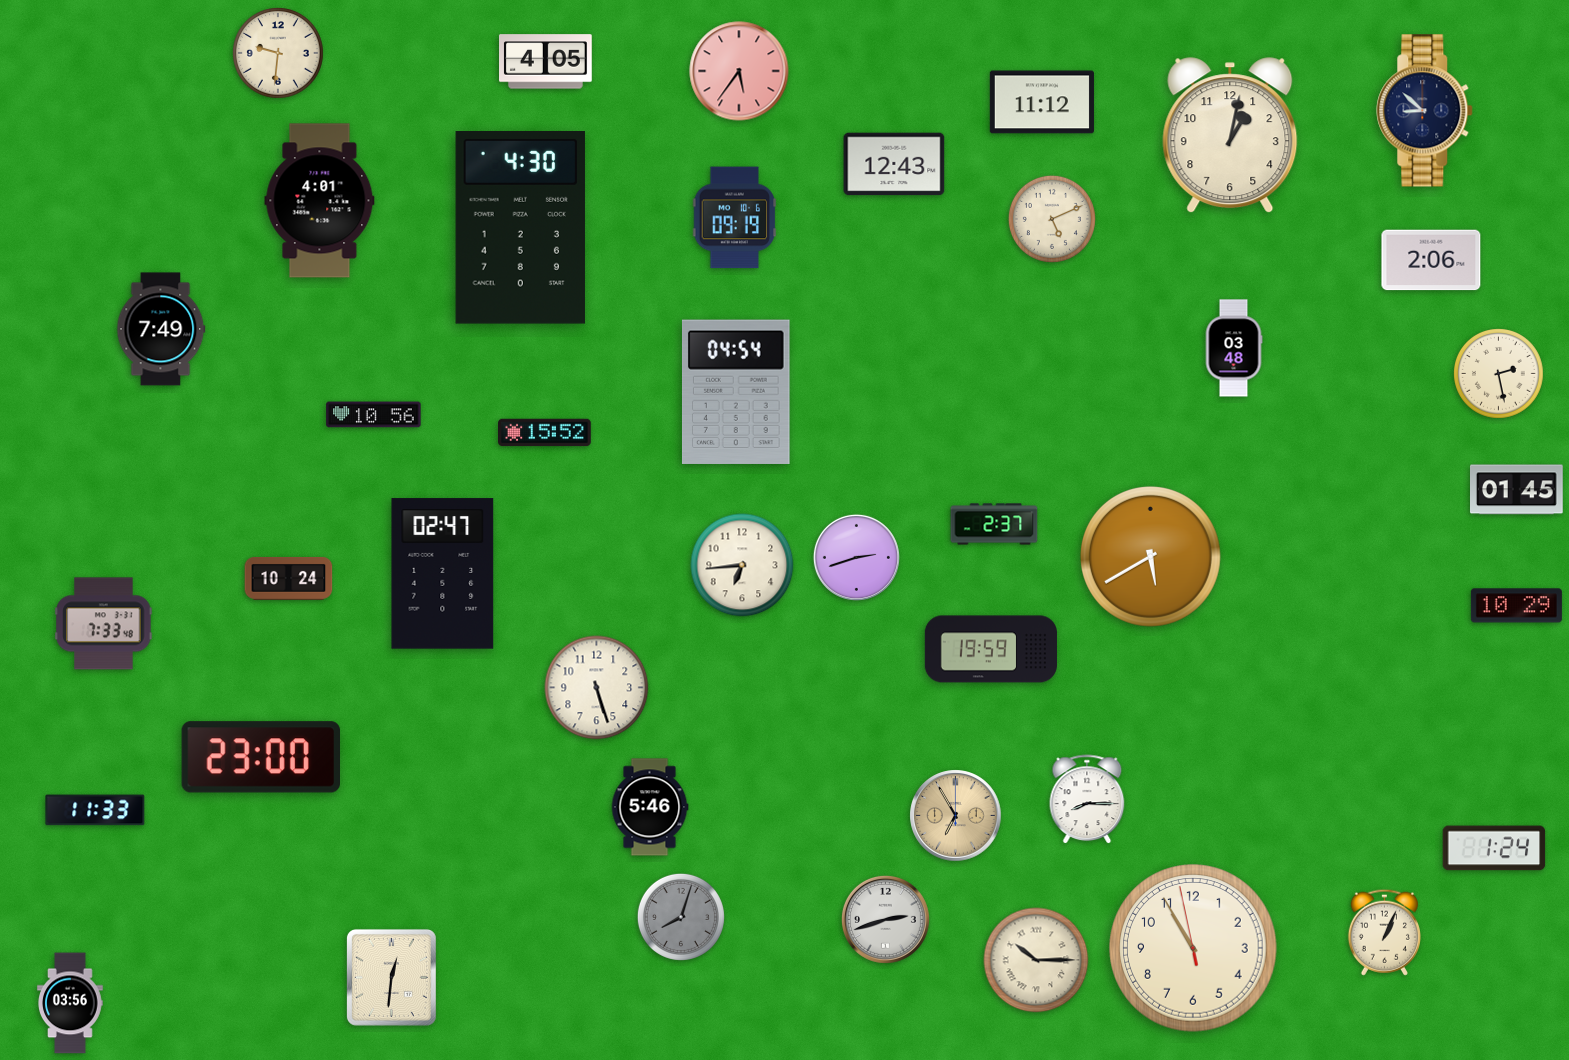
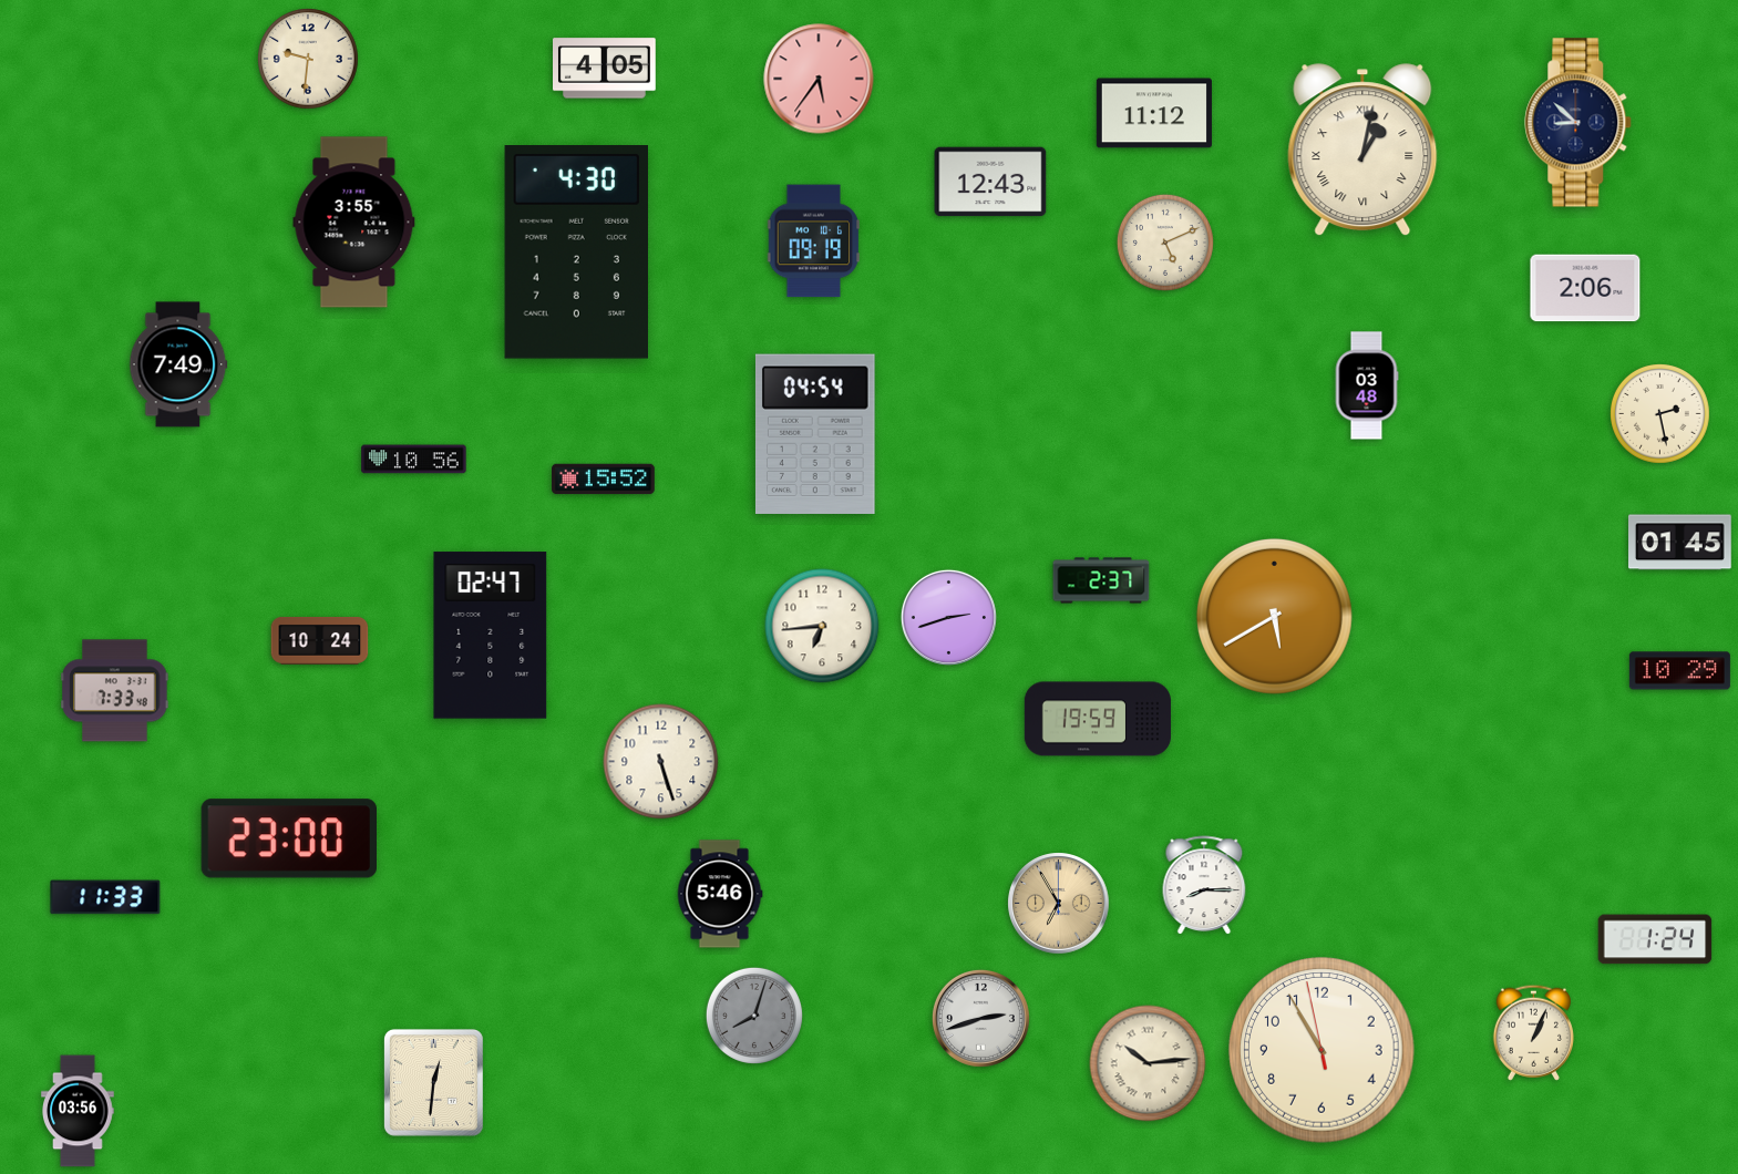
clock at (1230, 136) numerals: Arabic -> Roman
clock at (320, 201): 4:01 -> 3:55
clock at (1036, 960): 10:15 -> 10:14
